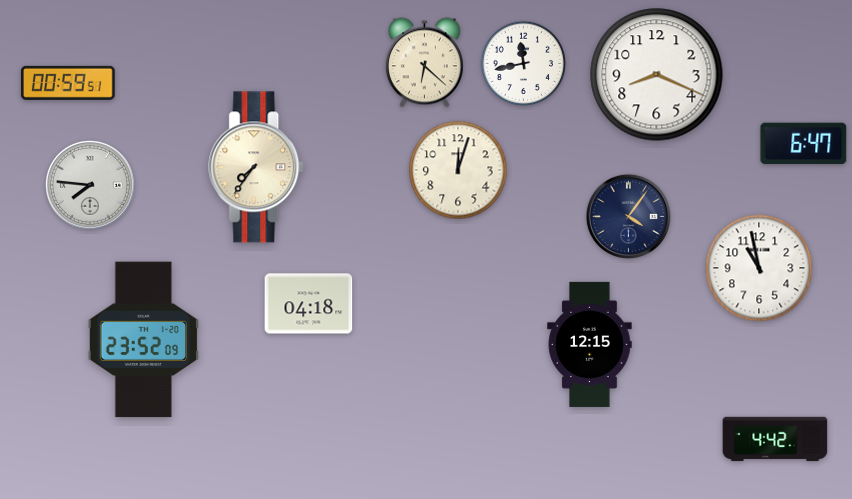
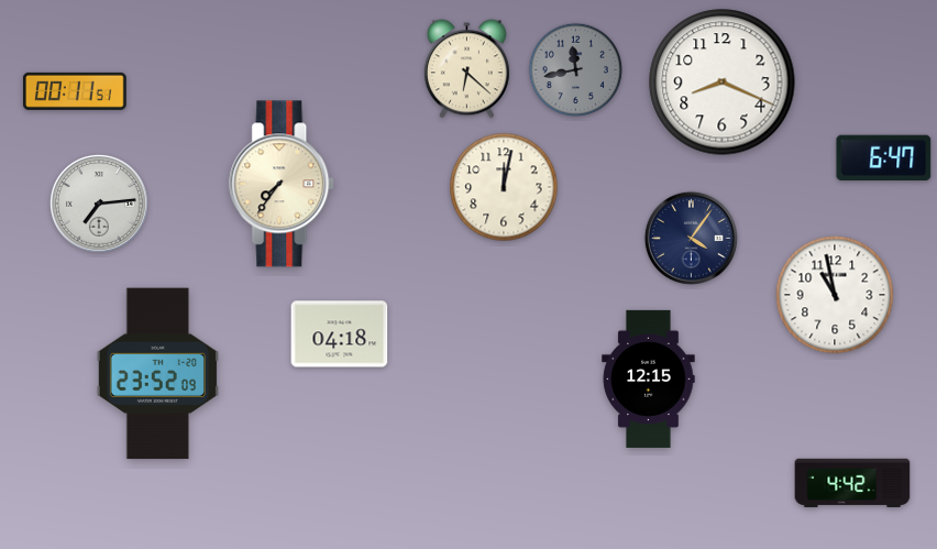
clock at (523, 63) dial: white -> grey
clock at (68, 83): 00:59 -> 00:11
clock at (458, 170): 12:03 -> 12:02
clock at (90, 185): 7:46 -> 7:14
